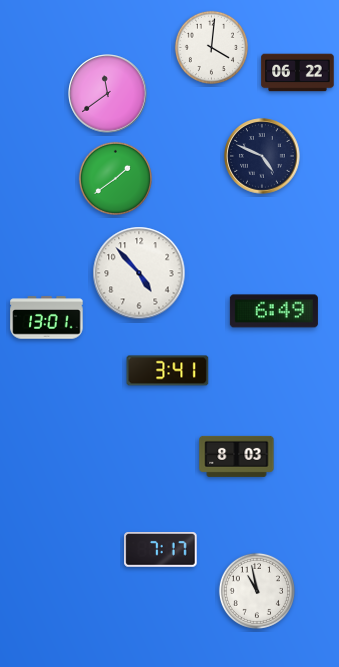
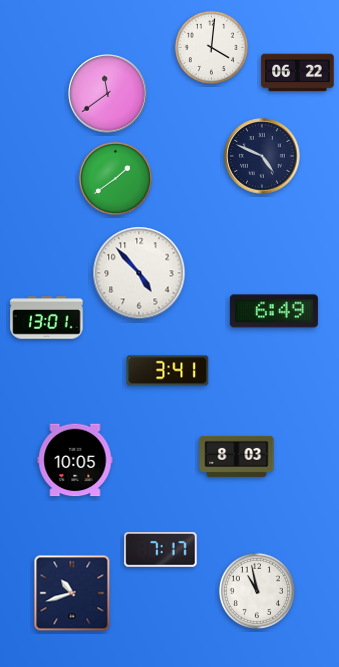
clock at (75, 460): none -> 10:05
clock at (72, 593): none -> 10:42
